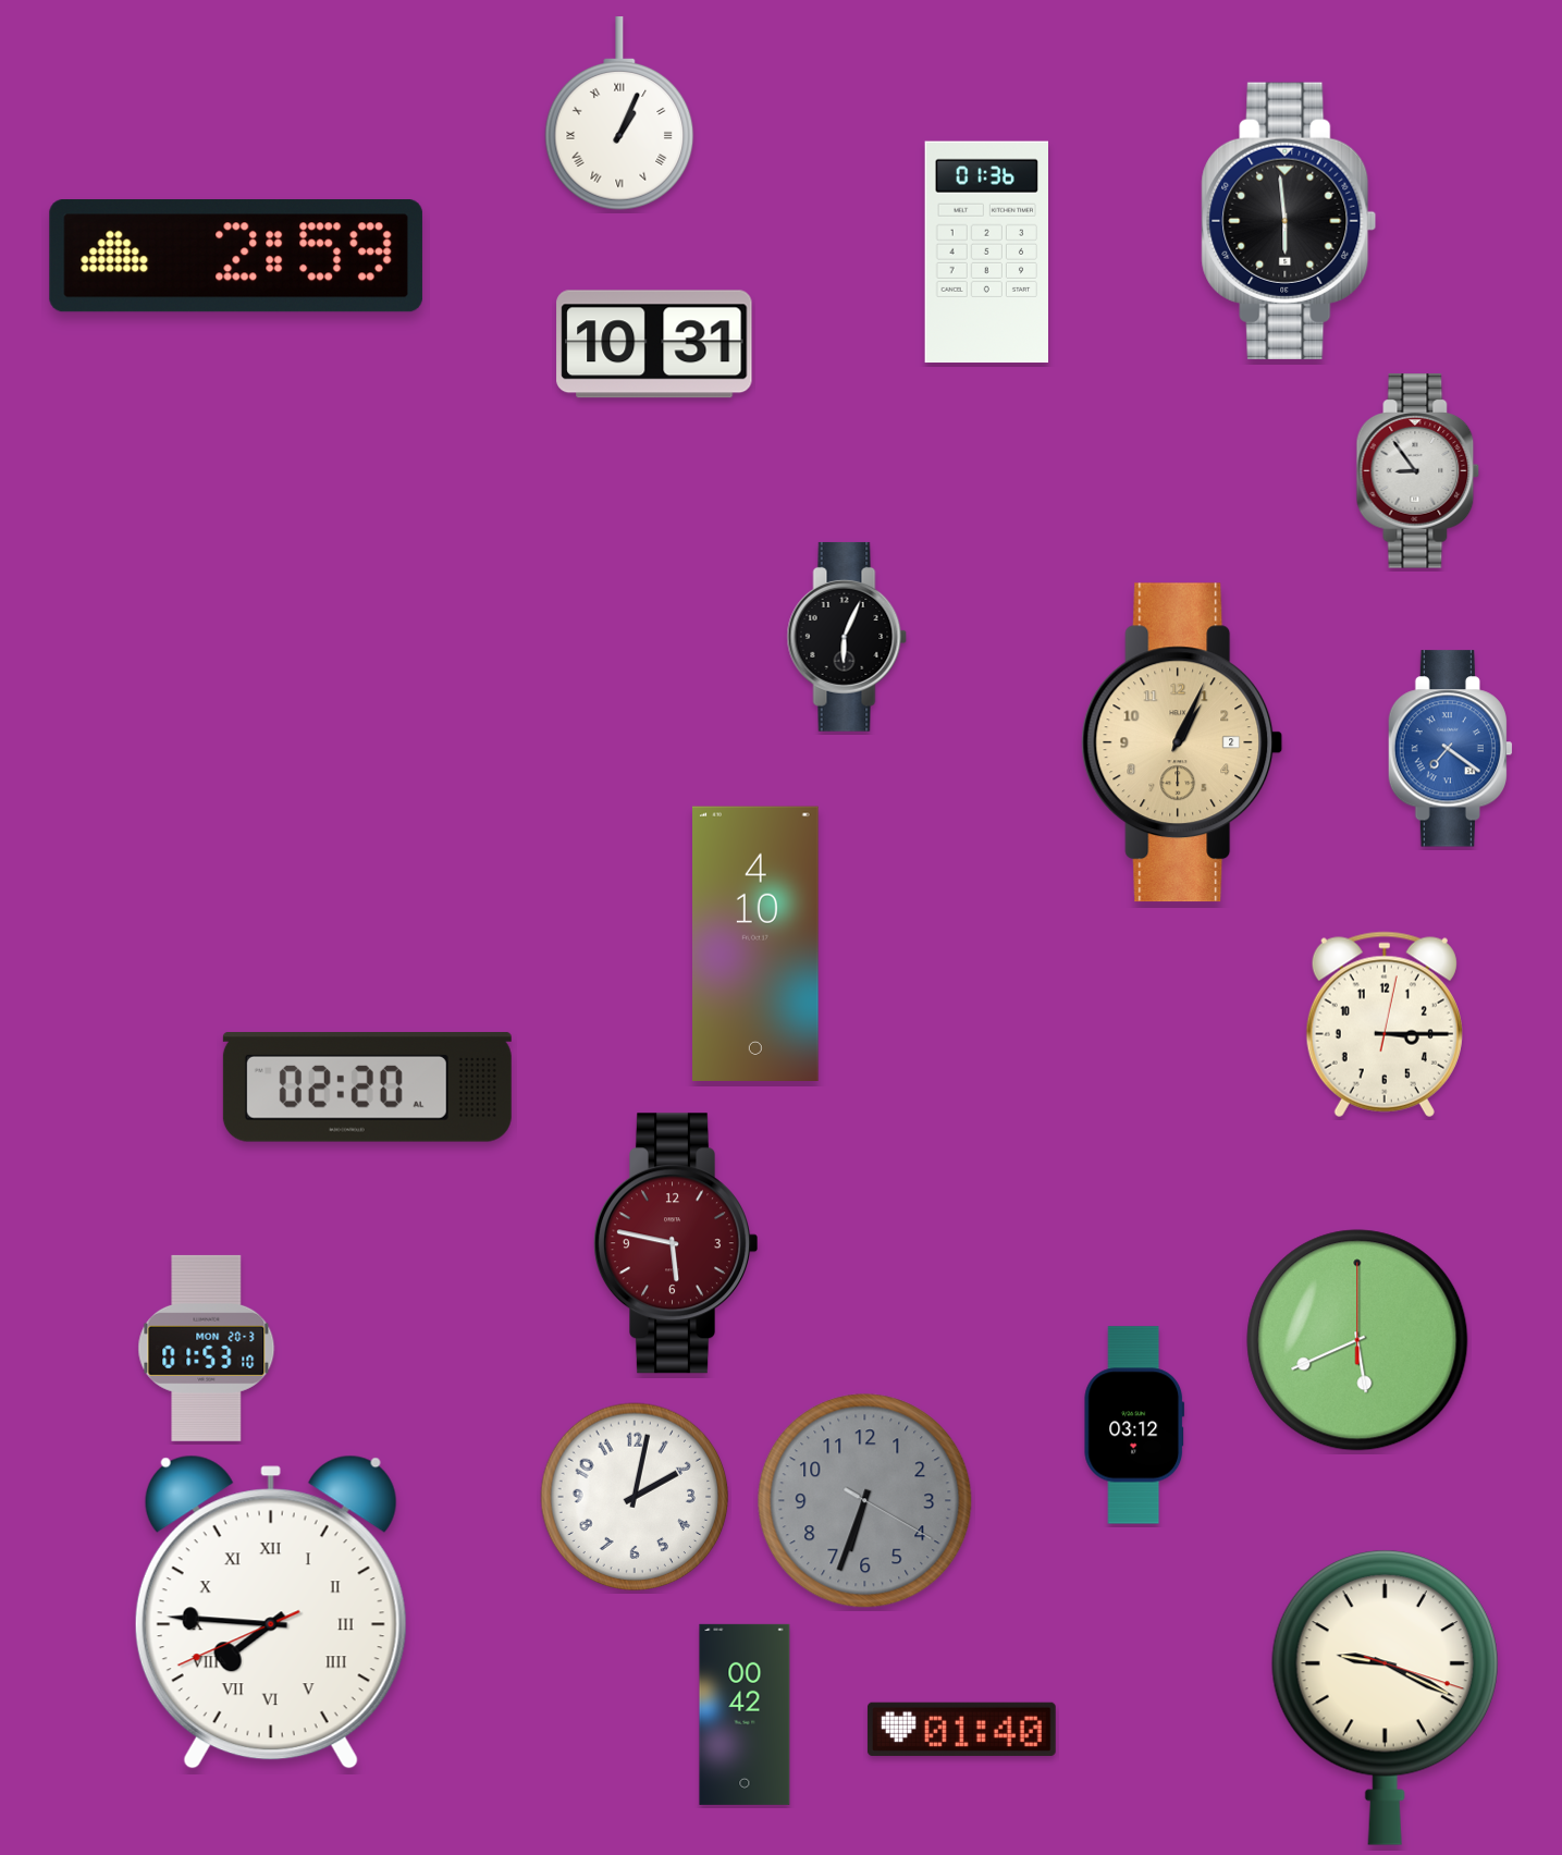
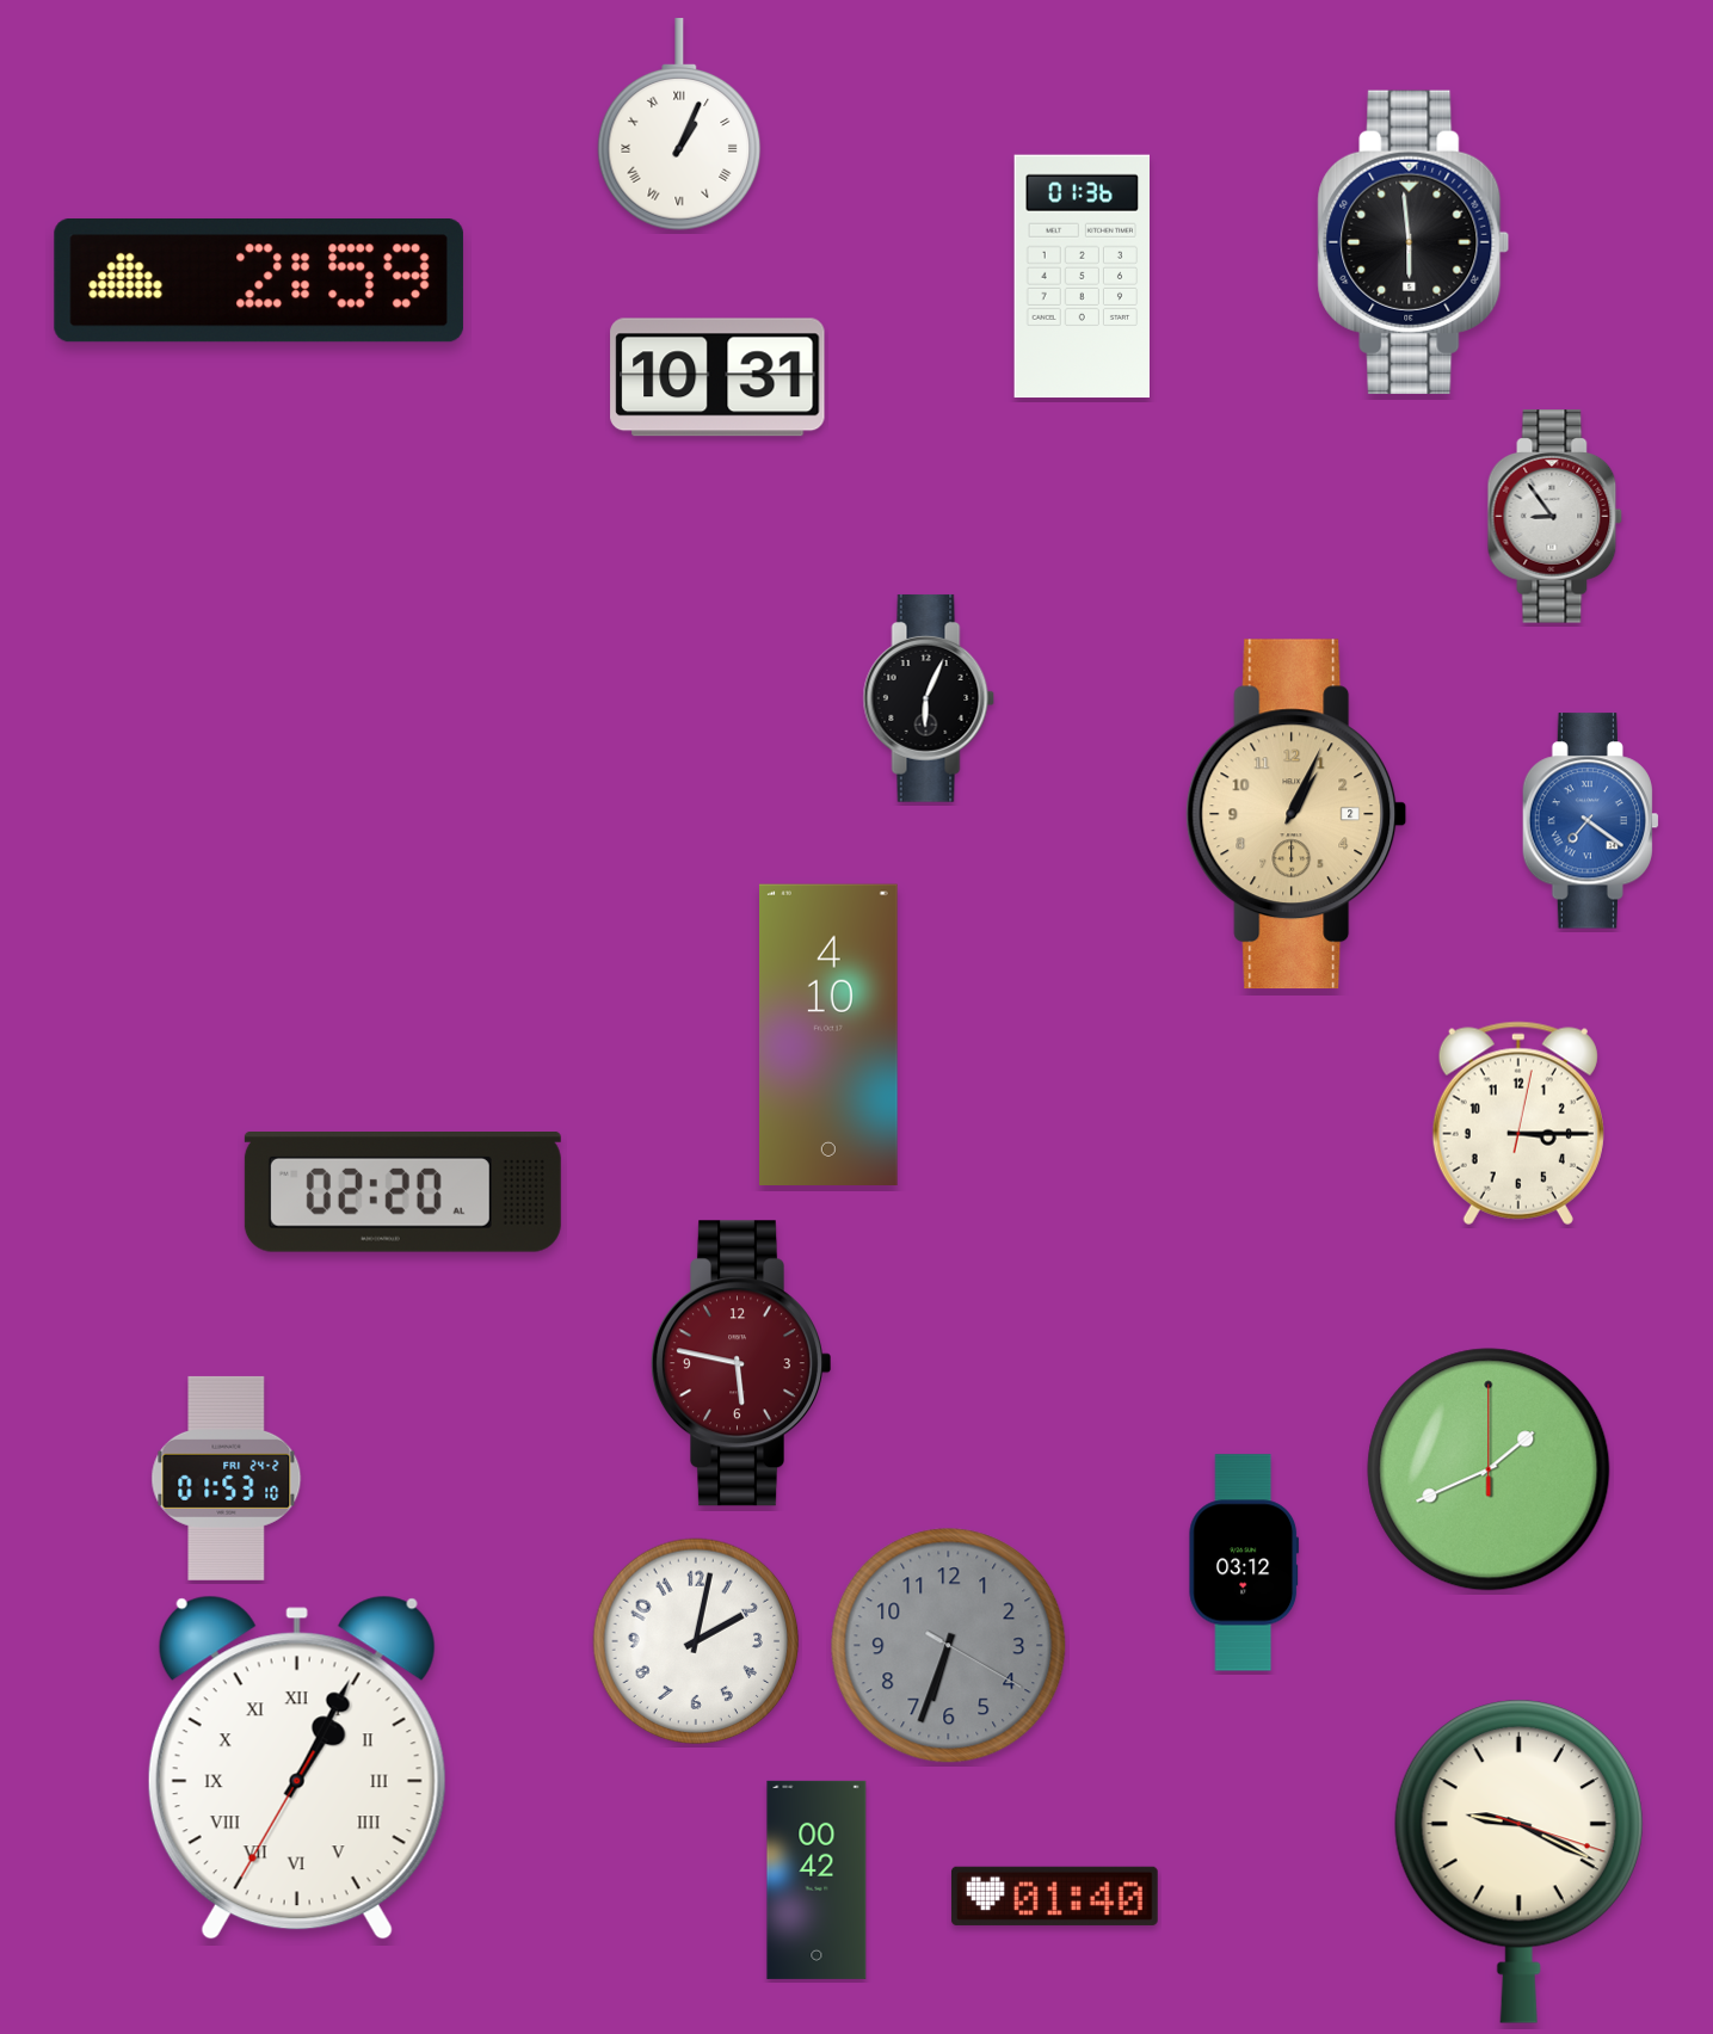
clock at (1357, 1340): 5:41 -> 1:41
clock at (207, 1348) date: MON 20-3 -> FRI 24-2
clock at (271, 1612): 7:45 -> 1:04
